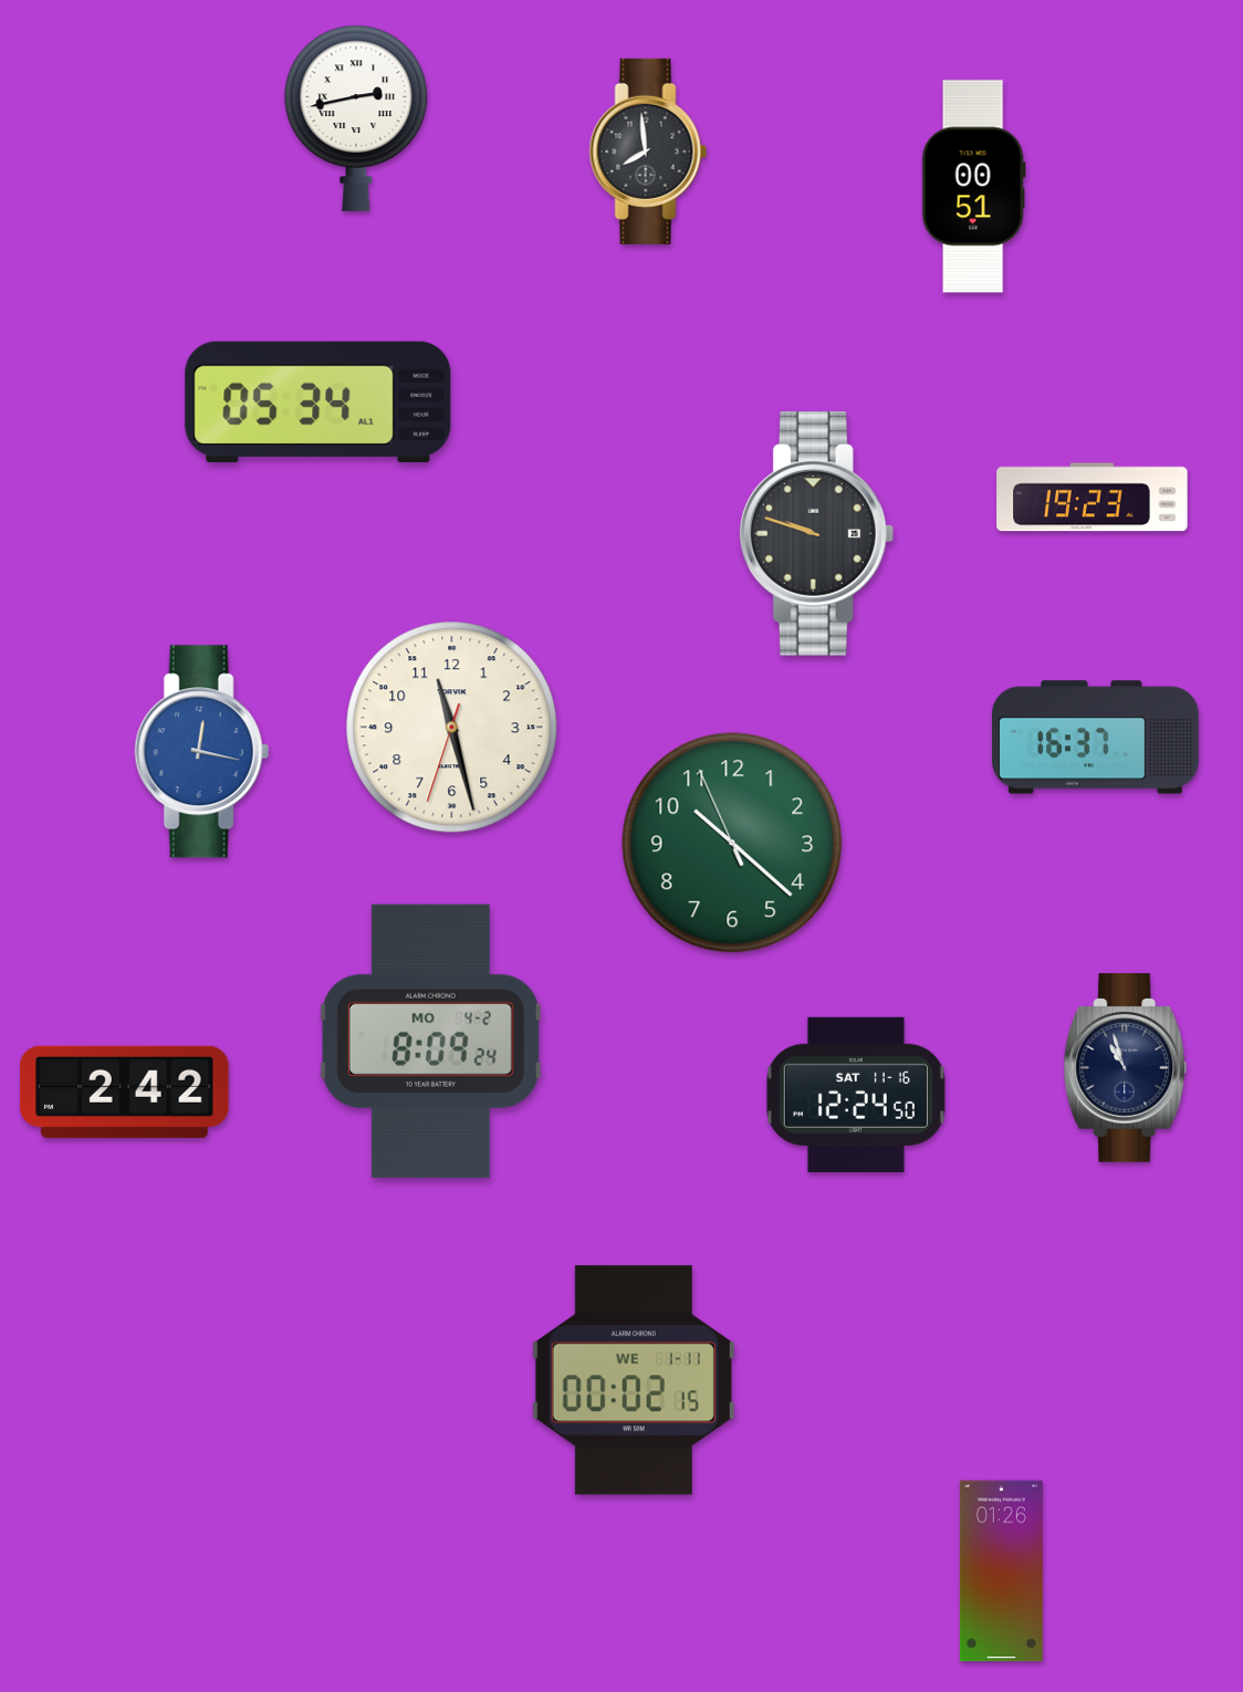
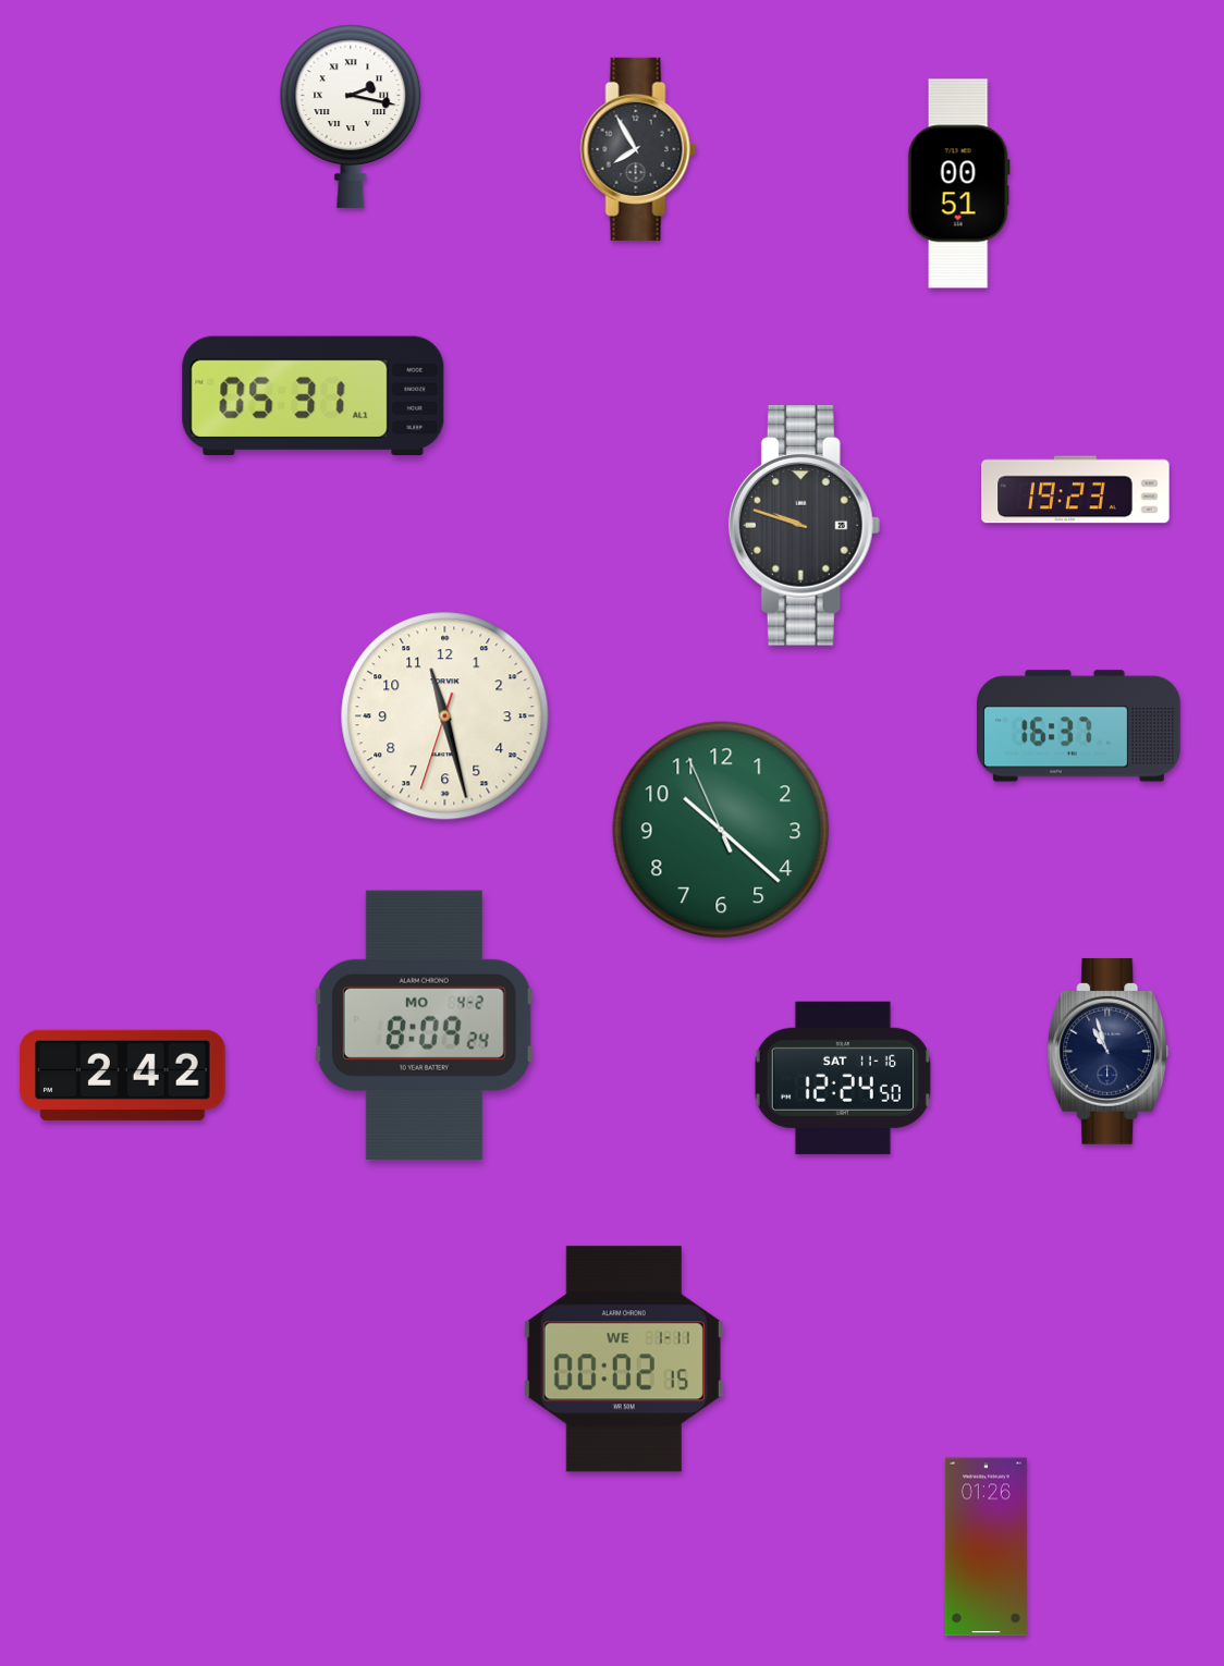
clock at (356, 118): 2:43 -> 2:17
clock at (648, 152): 7:59 -> 7:55
clock at (318, 401): 05:34 -> 05:31
clock at (201, 752): 12:17 -> none
